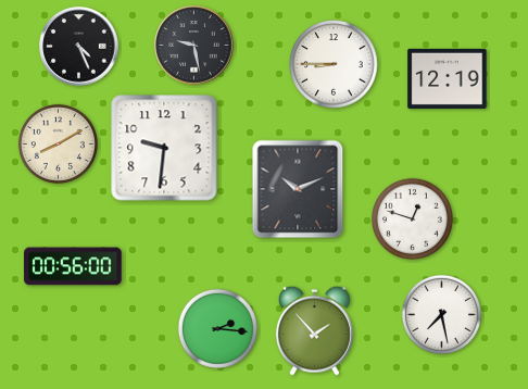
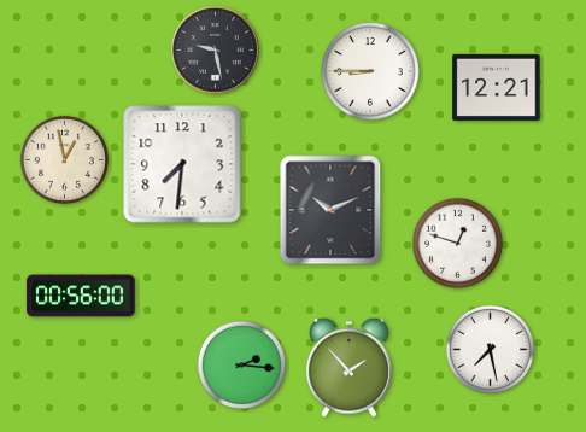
clock at (79, 47): 4:26 -> none
clock at (448, 78): 12:19 -> 12:21
clock at (58, 143): 8:10 -> 12:58
clock at (164, 148): 9:31 -> 7:31
